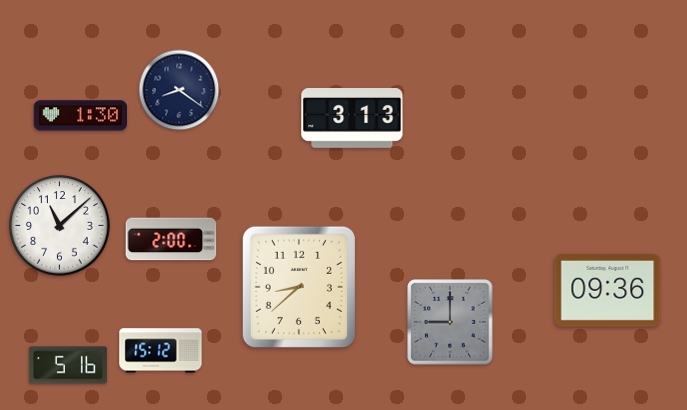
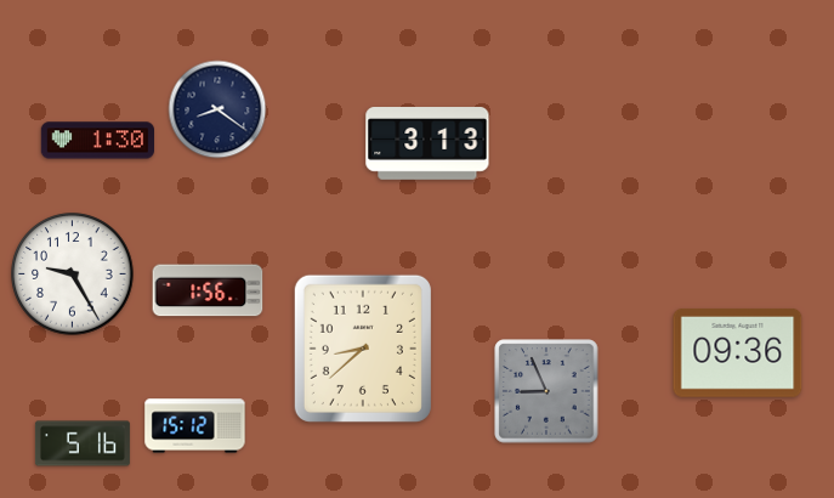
clock at (60, 226): 11:08 -> 9:25
clock at (171, 239): 2:00 -> 1:56
clock at (450, 322): 9:00 -> 8:56
